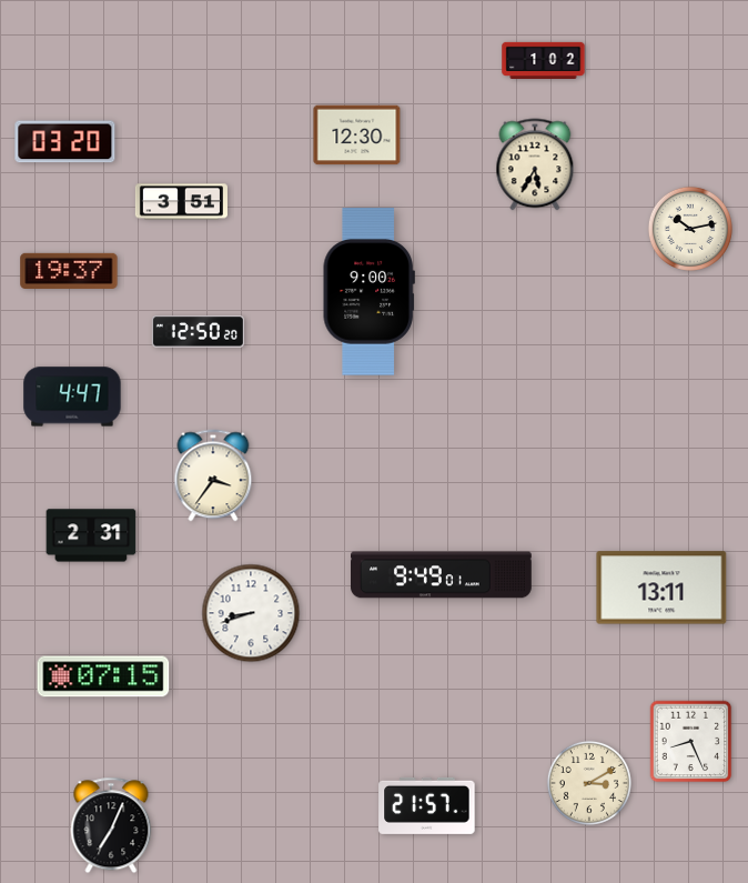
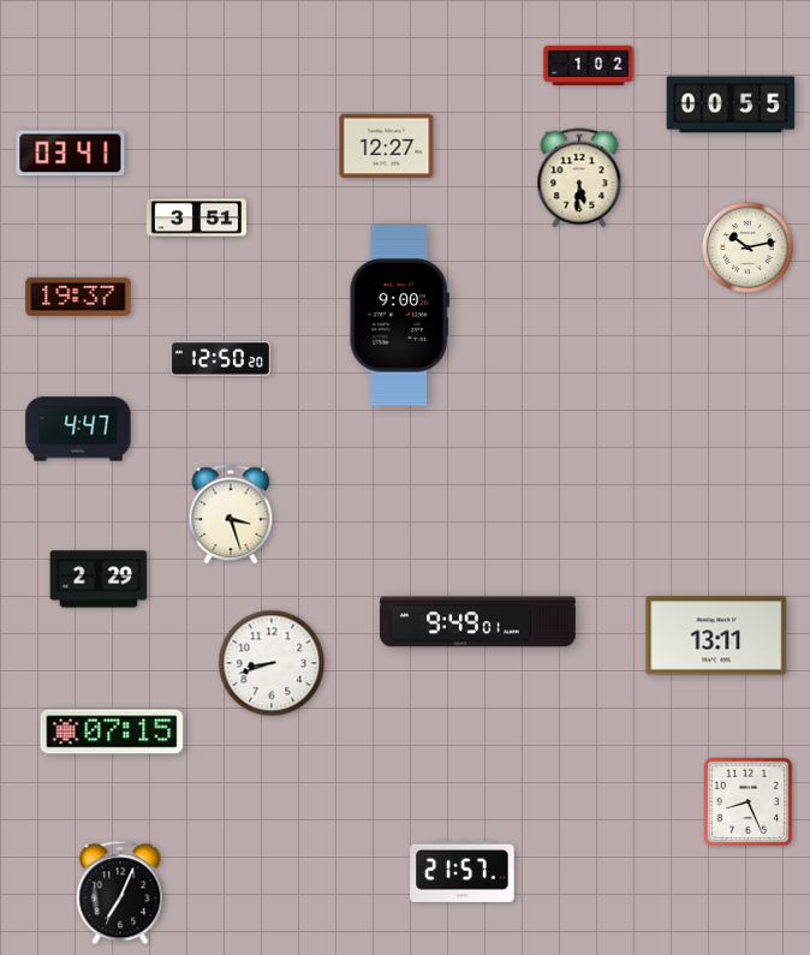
clock at (731, 105): none -> 00:55
clock at (357, 136): 12:30 -> 12:27
clock at (65, 142): 03:20 -> 03:41
clock at (535, 164): 5:35 -> 5:31
clock at (69, 271) position: (69, 271) -> (78, 297)
clock at (198, 332) position: (198, 332) -> (220, 359)
clock at (213, 475): 3:36 -> 3:27
clock at (91, 535): 2:31 -> 2:29
clock at (589, 783): 3:10 -> none
